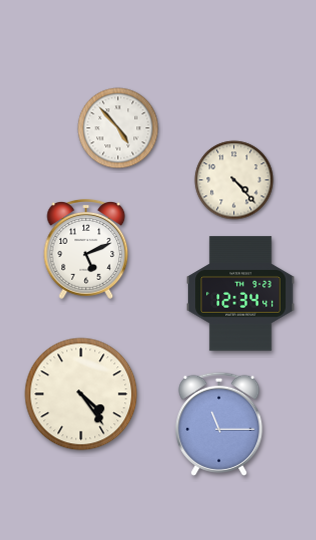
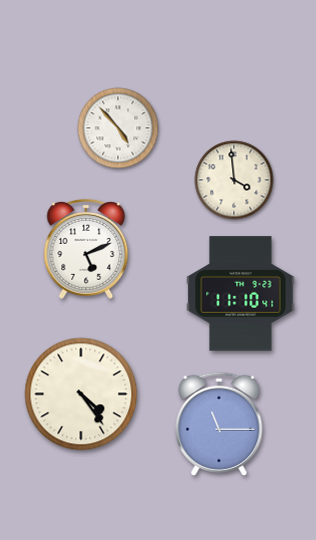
clock at (234, 180): 4:23 -> 3:59
clock at (241, 294): 12:34 -> 11:10
